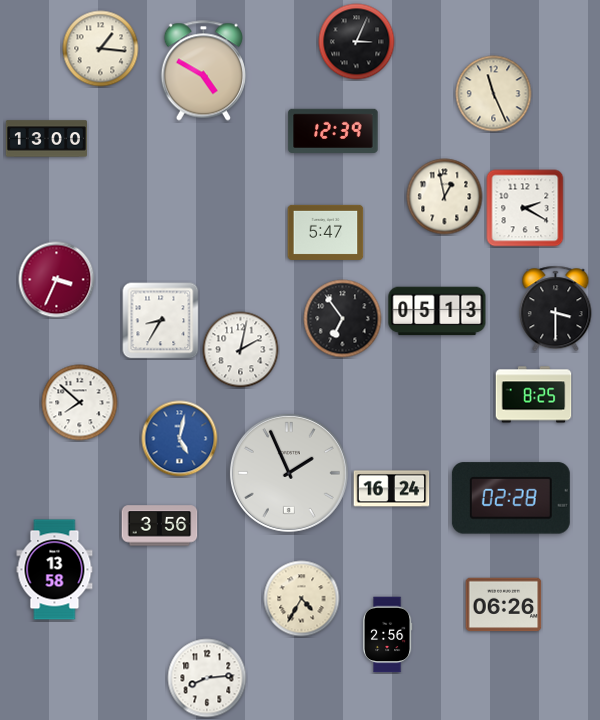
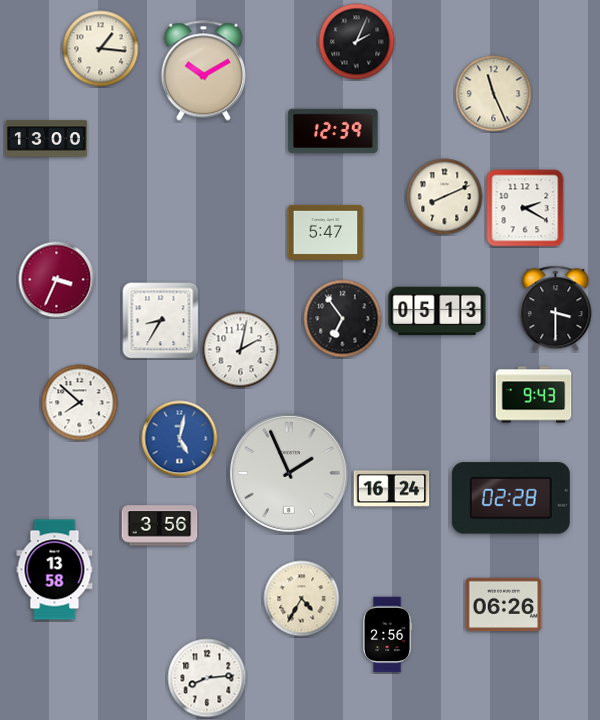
clock at (357, 42): 3:04 -> 2:04
clock at (203, 71): 4:50 -> 10:10
clock at (445, 197): 12:58 -> 8:11
clock at (534, 395): 8:25 -> 9:43
